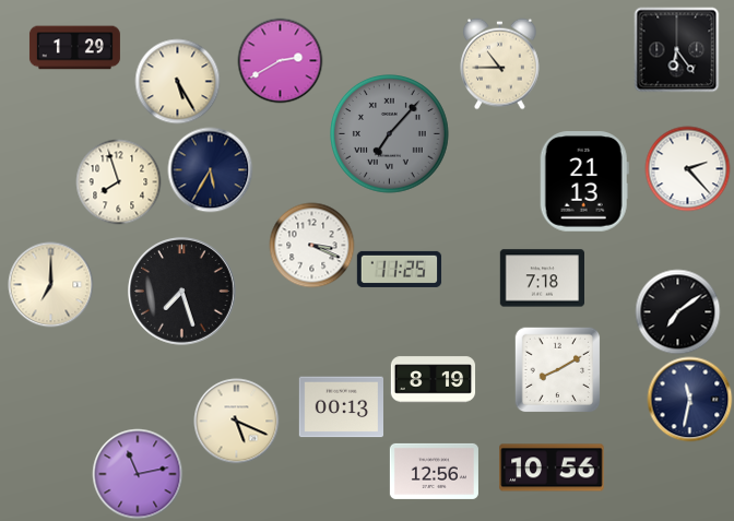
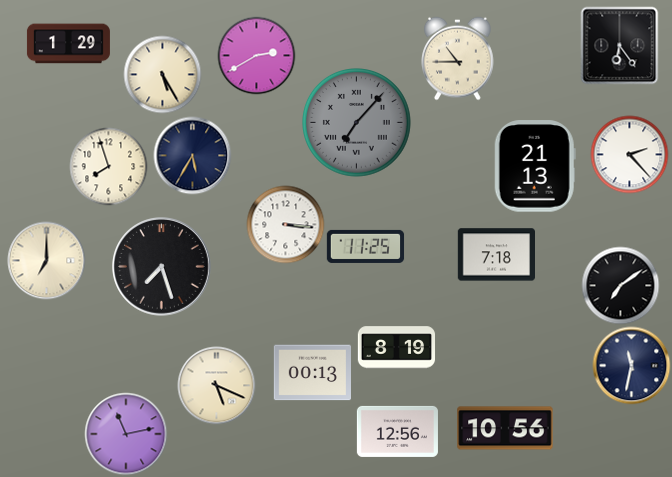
clock at (311, 245): 3:19 -> 3:16
clock at (182, 292) position: (182, 292) -> (162, 267)
clock at (557, 369): 8:10 -> none
